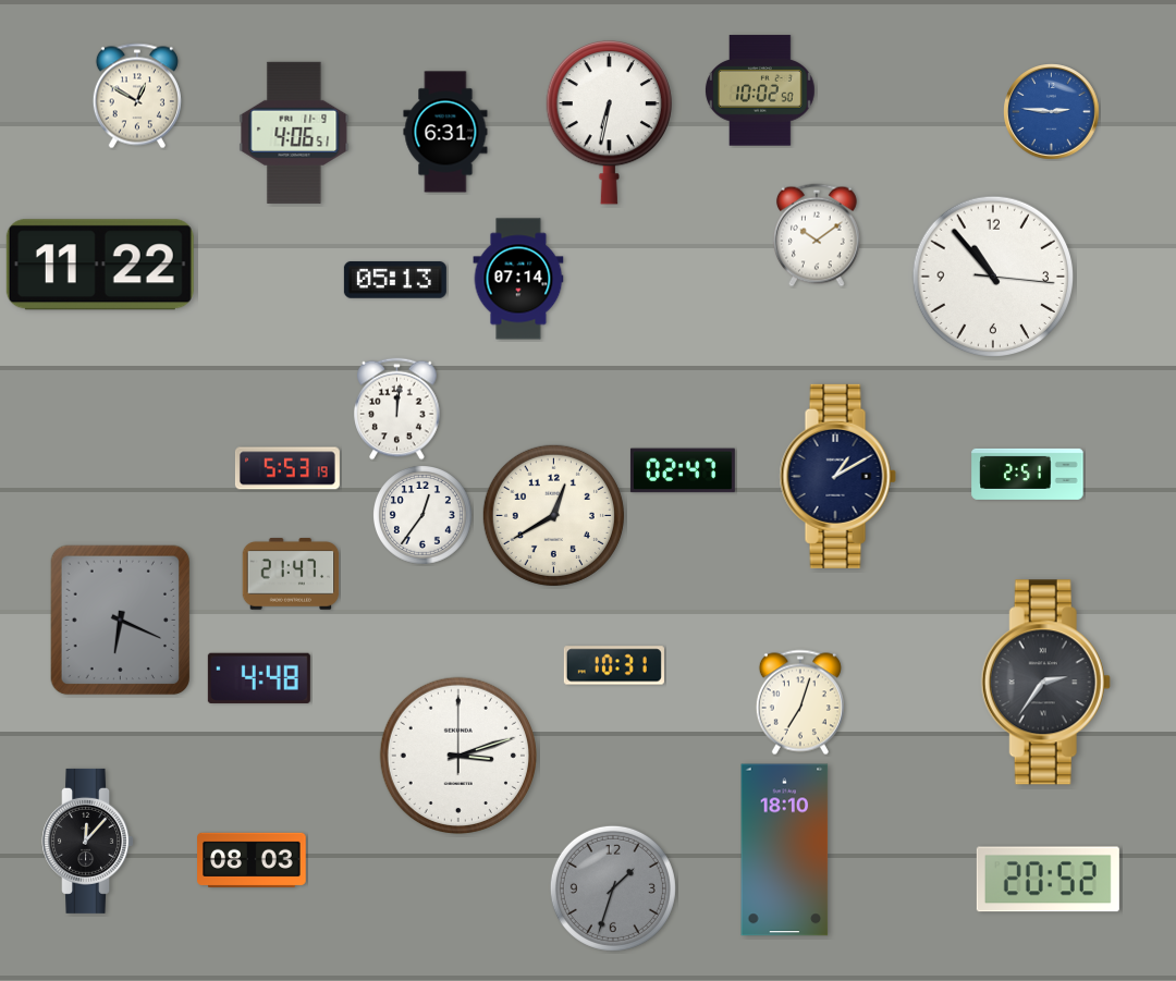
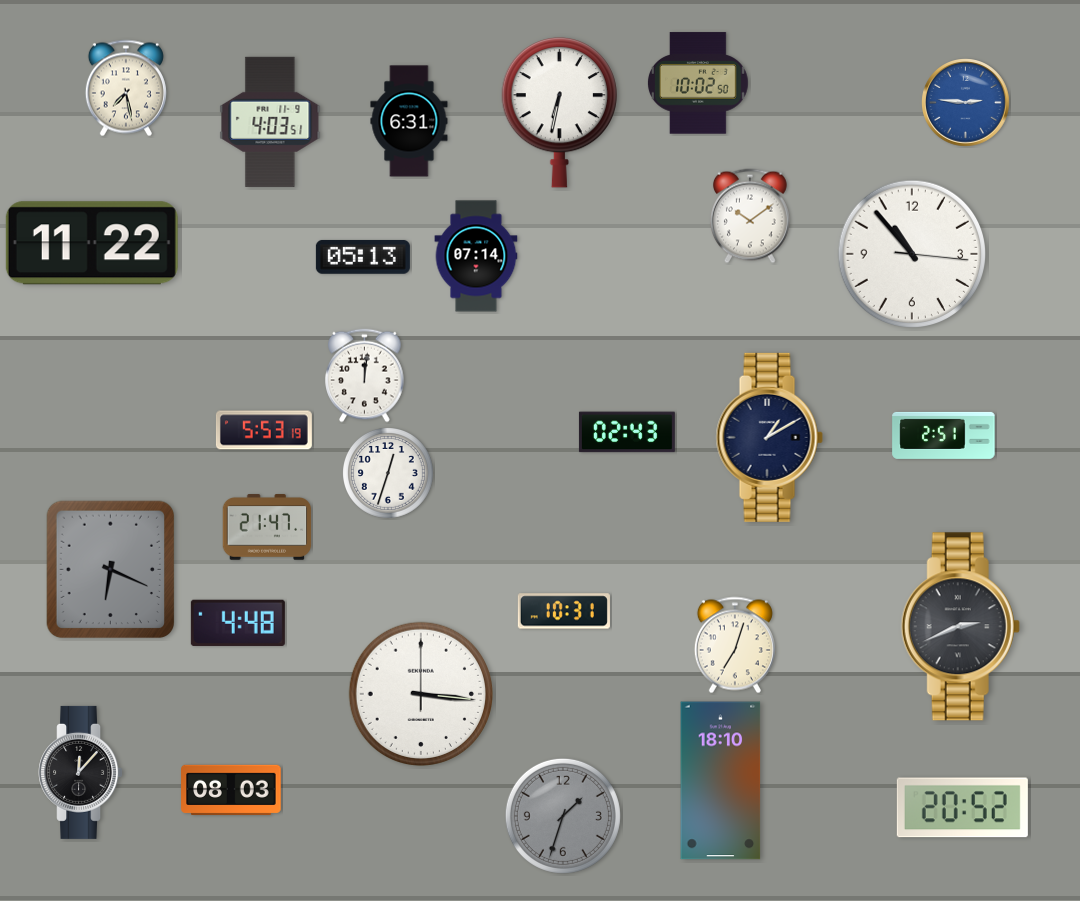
clock at (137, 96): 12:50 -> 7:28
clock at (294, 133): 4:06 -> 4:03
clock at (683, 470): 02:47 -> 02:43
clock at (553, 515): 12:40 -> none
clock at (424, 516): 12:36 -> 12:33
clock at (1045, 683): 2:36 -> 2:41
clock at (457, 755): 3:12 -> 3:16
